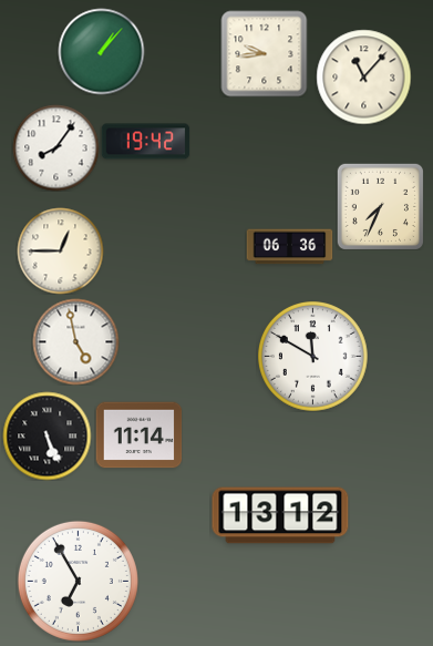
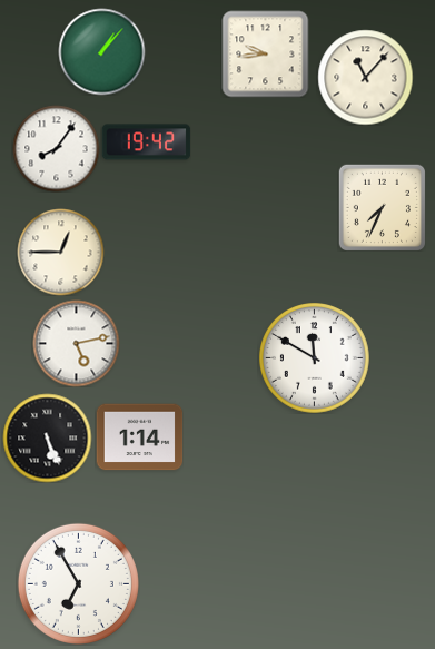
clock at (289, 247): 06:36 -> none
clock at (75, 341): 4:58 -> 5:13
clock at (138, 435): 11:14 -> 1:14
clock at (280, 515): 13:12 -> none
